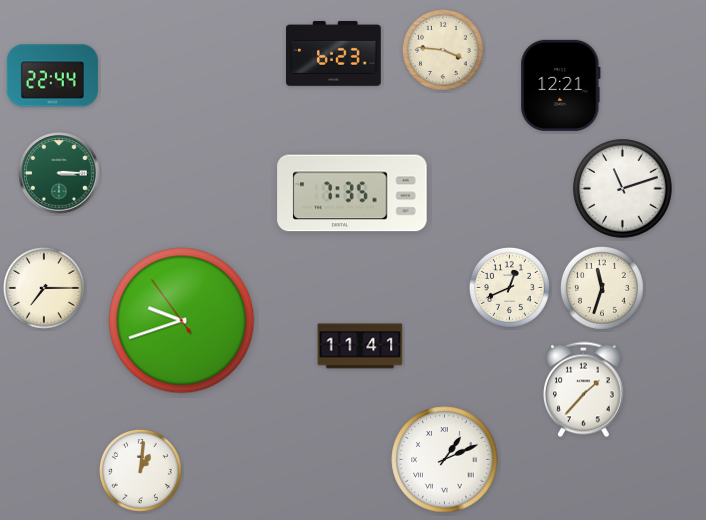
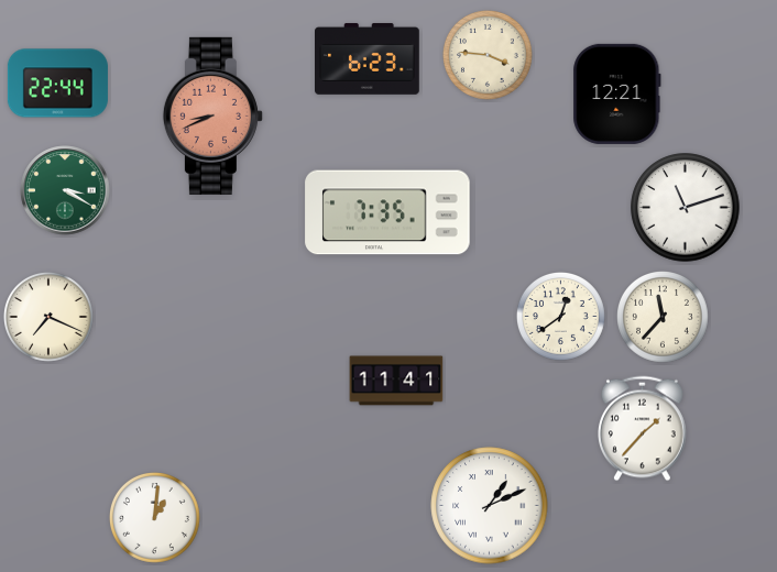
clock at (212, 116): none -> 8:41
clock at (59, 173): 3:15 -> 3:20
clock at (509, 287): 12:41 -> 12:39
clock at (44, 288): 7:15 -> 7:19
clock at (603, 289): 11:33 -> 11:37
clock at (182, 321): 9:41 -> none
